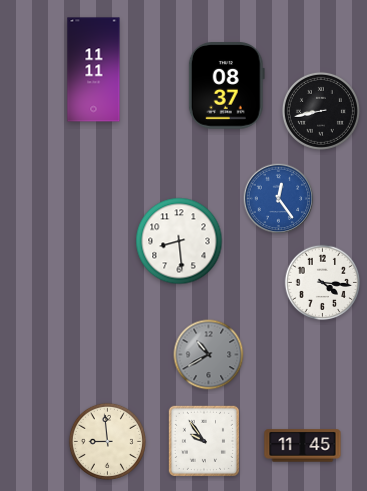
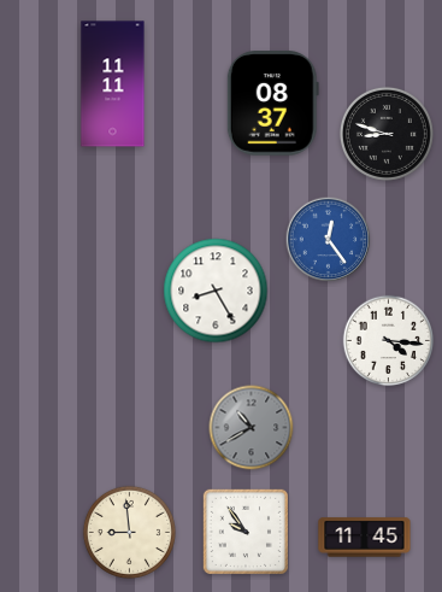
clock at (321, 111): 8:43 -> 8:48
clock at (279, 199) position: (279, 199) -> (329, 240)
clock at (179, 241): 8:29 -> 8:25
